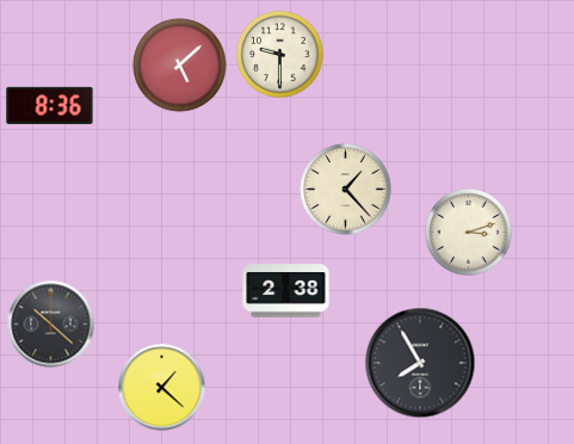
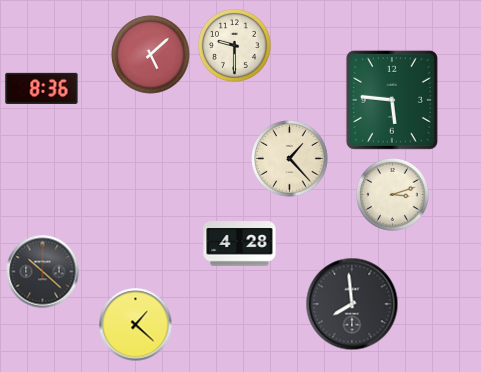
clock at (392, 100): none -> 5:46
clock at (286, 291): 2:38 -> 4:28
clock at (420, 363): 7:55 -> 7:59
